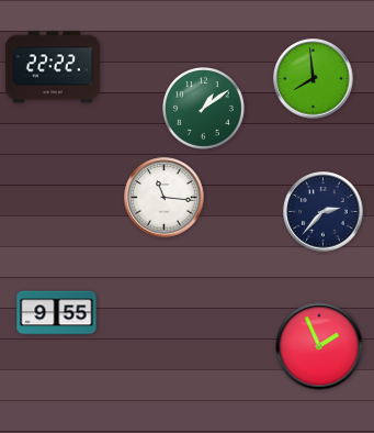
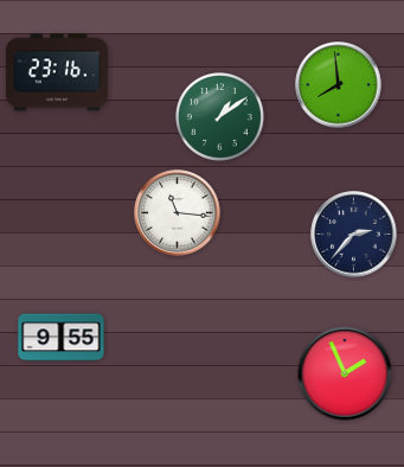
clock at (53, 67): 22:22 -> 23:16
clock at (324, 212) position: (324, 212) -> (354, 235)
